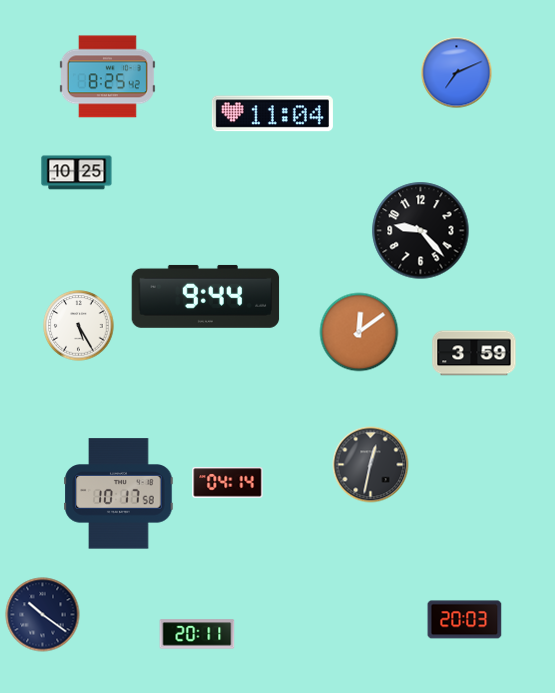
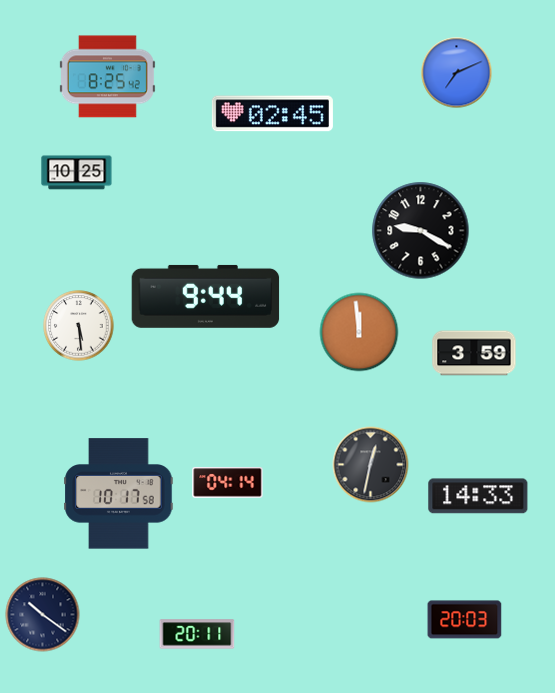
clock at (272, 114): 11:04 -> 02:45
clock at (421, 231): 9:23 -> 9:20
clock at (79, 326): 5:25 -> 5:29
clock at (359, 332): 12:09 -> 11:59
clock at (478, 496): none -> 14:33
